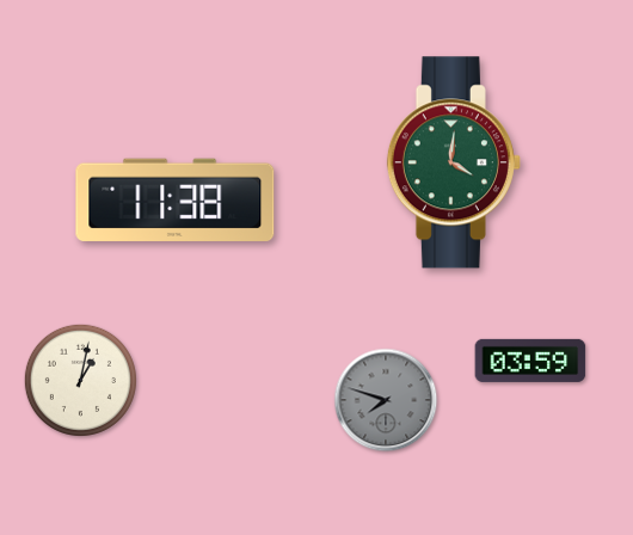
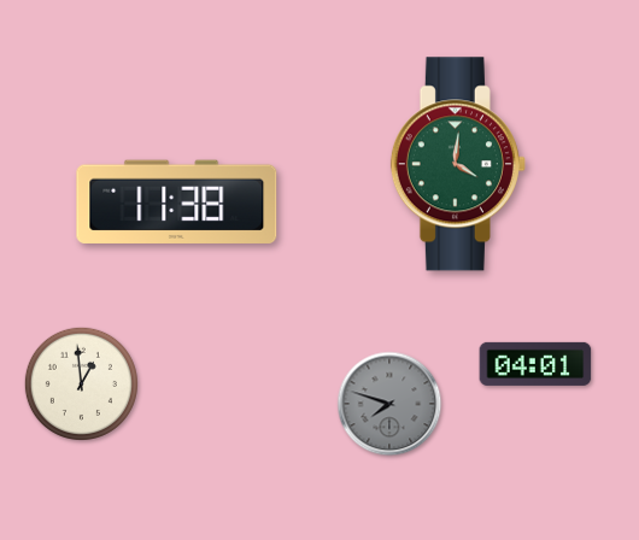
clock at (530, 361): 03:59 -> 04:01
clock at (80, 380): 1:02 -> 12:59
